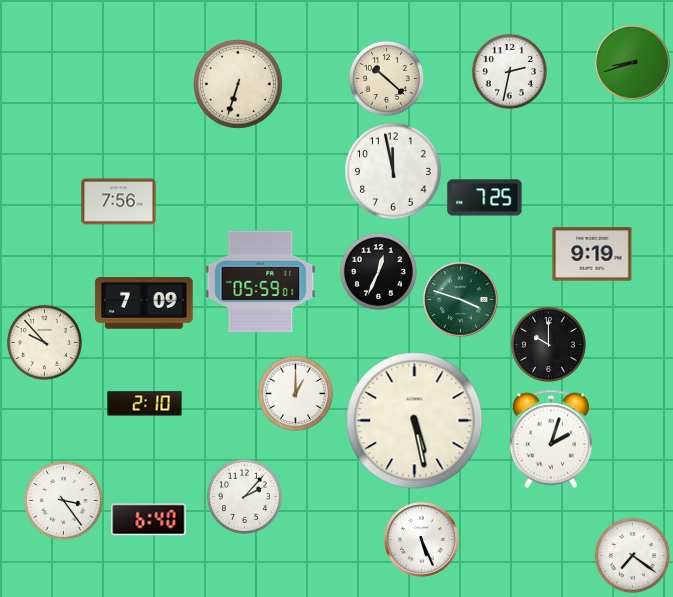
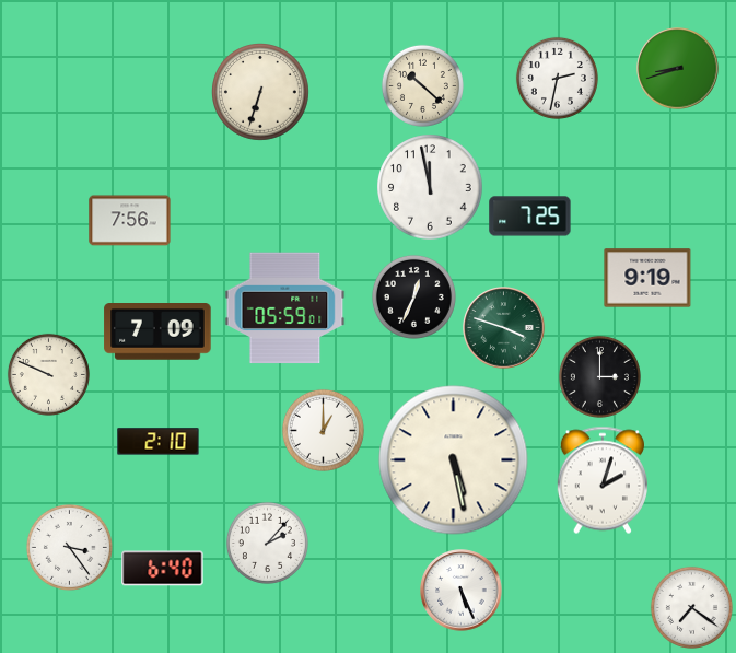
clock at (633, 63) position: (633, 63) -> (678, 69)
clock at (44, 342): 9:53 -> 9:49
clock at (548, 344): 10:00 -> 3:00
